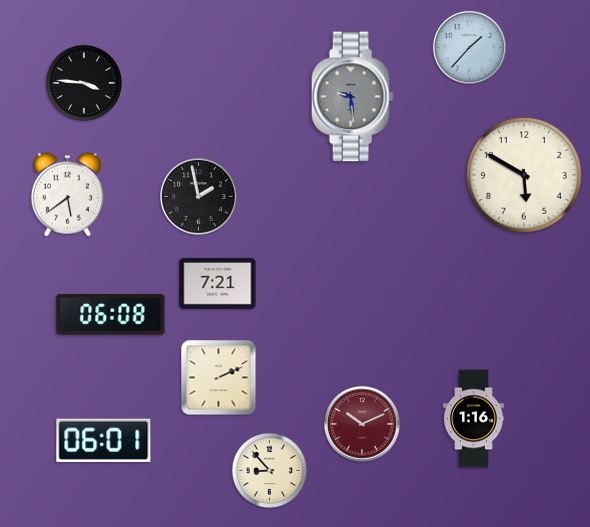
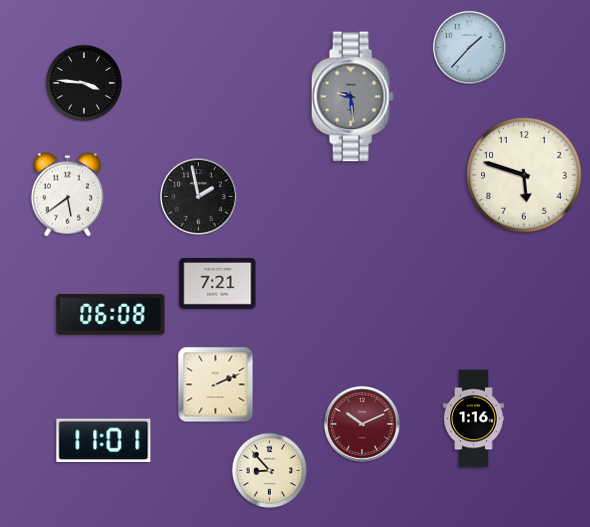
clock at (524, 175): 5:50 -> 5:48
clock at (219, 378) position: (219, 378) -> (216, 385)
clock at (104, 440): 06:01 -> 11:01
